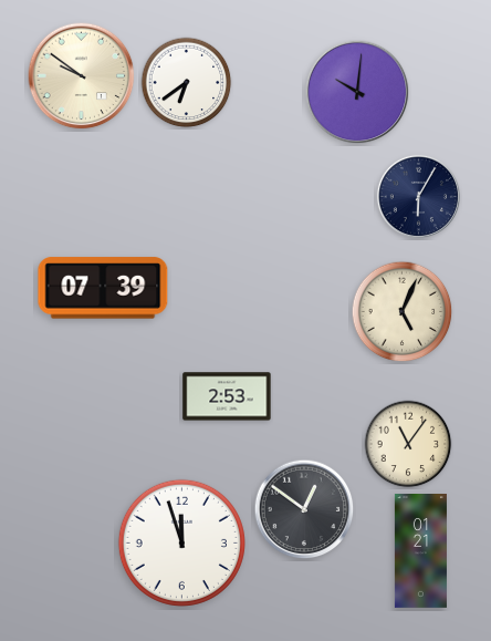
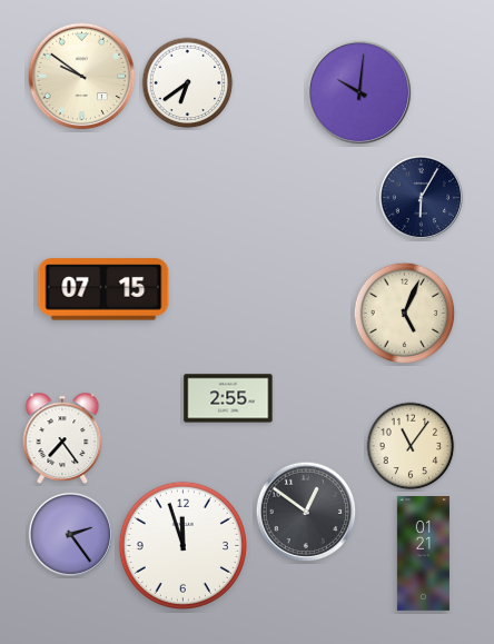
clock at (103, 288): 07:39 -> 07:15
clock at (227, 396): 2:53 -> 2:55
clock at (62, 438): none -> 7:24
clock at (70, 534): none -> 2:24
